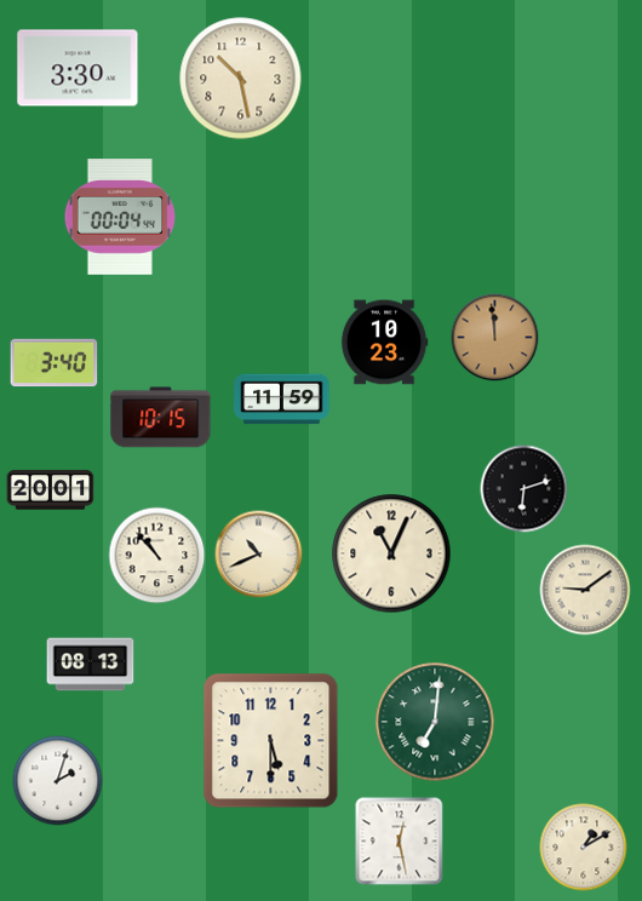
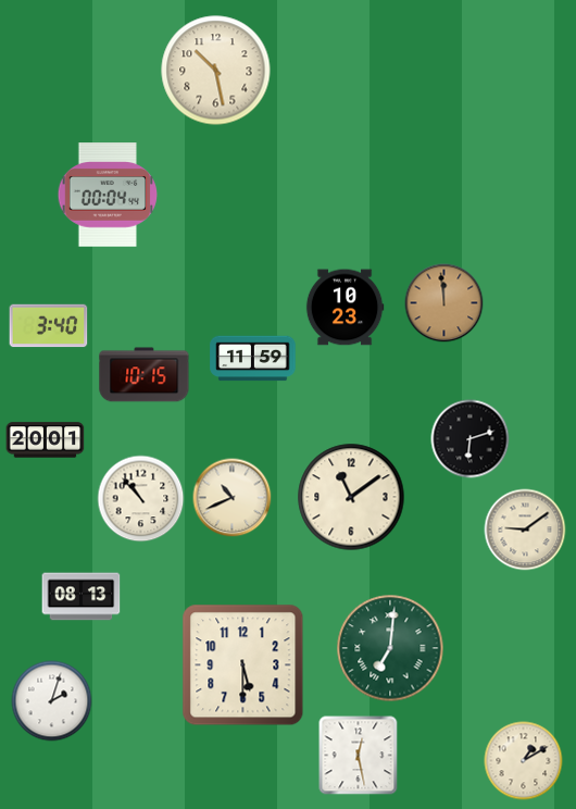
clock at (78, 68): 3:30 -> none
clock at (391, 553): 11:04 -> 11:09
